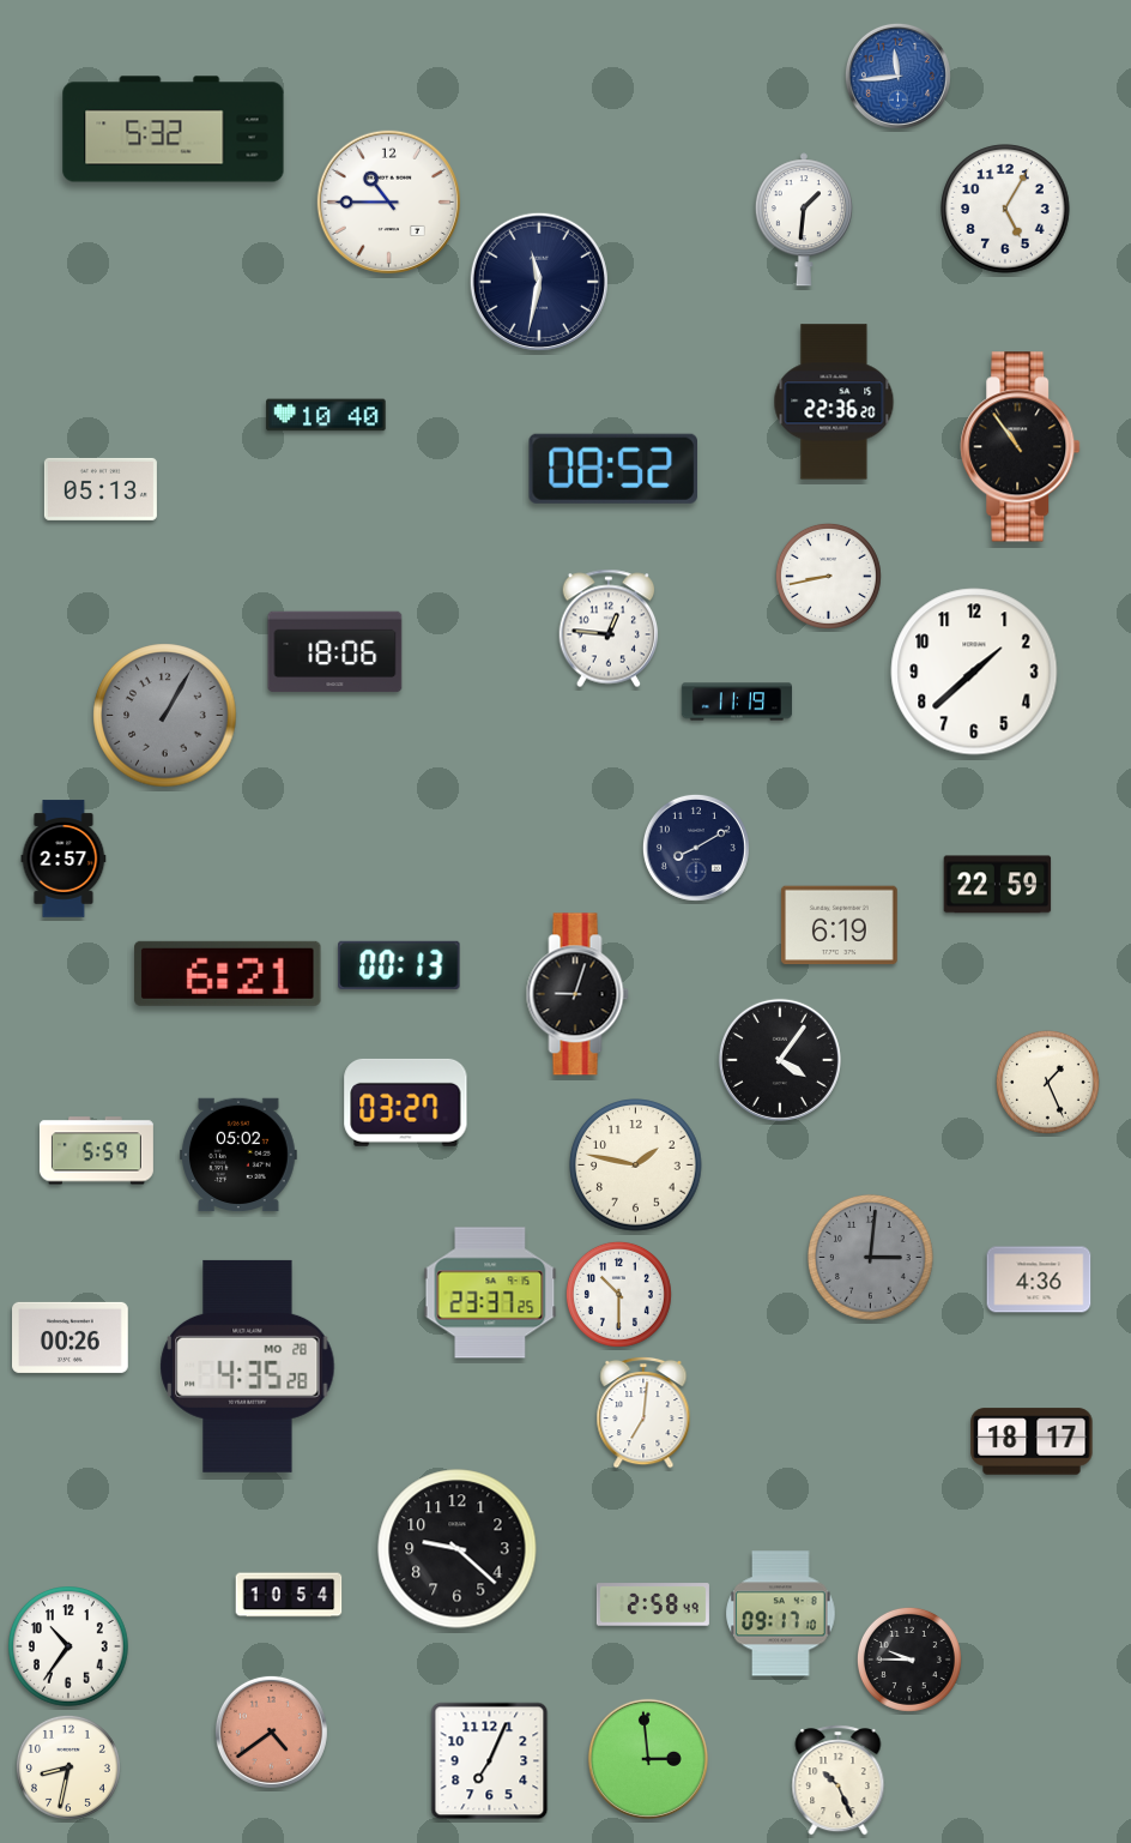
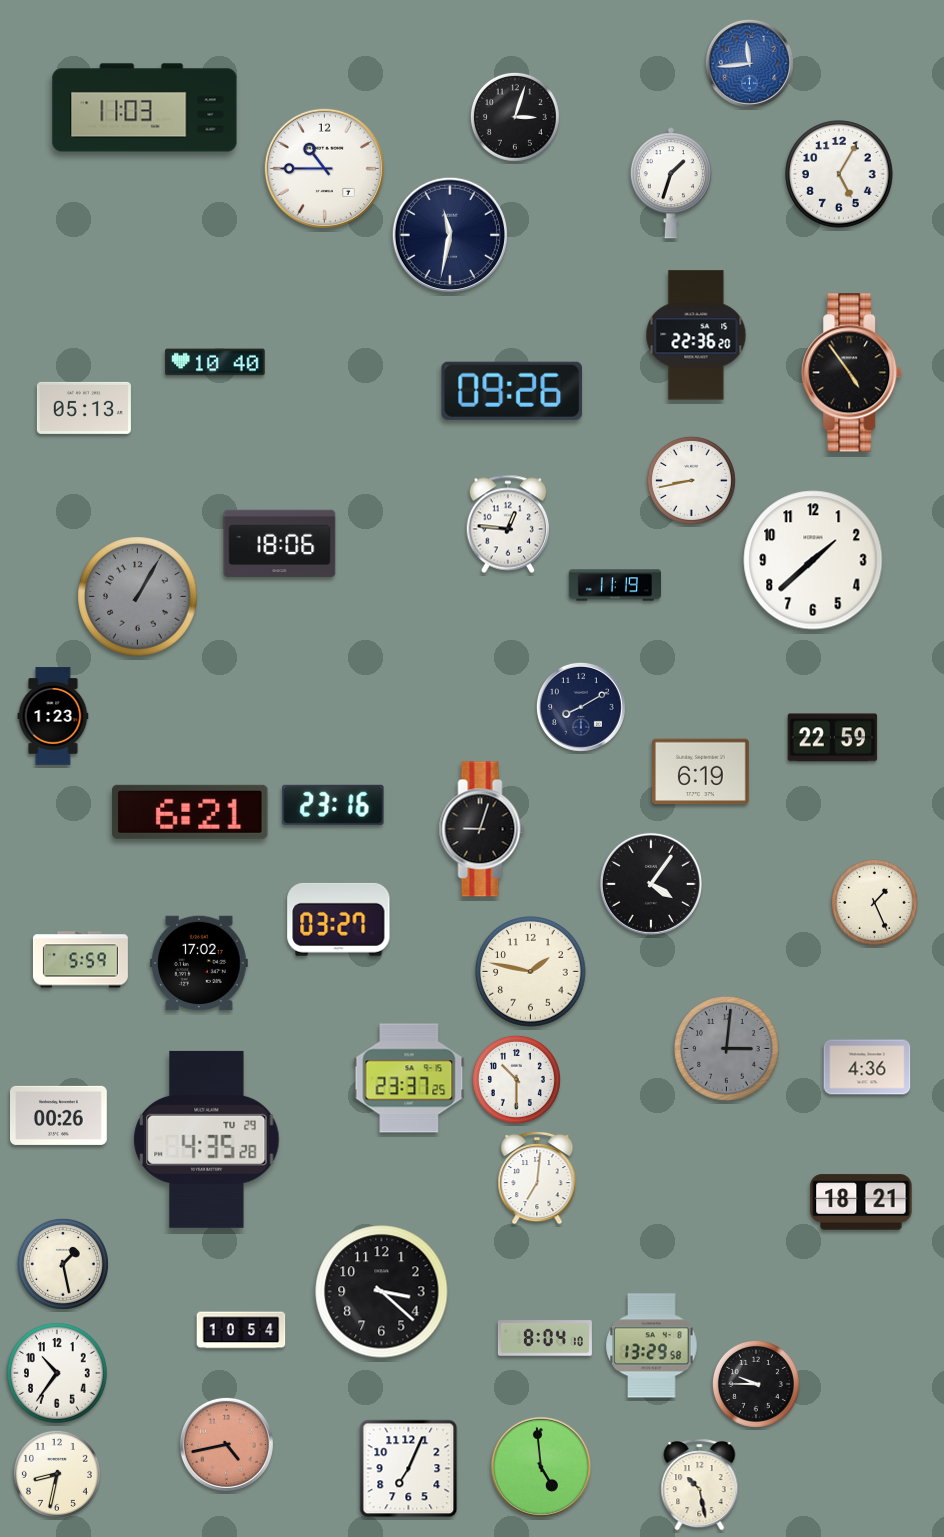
clock at (174, 130): 5:32 -> 11:03
clock at (515, 117): none -> 3:03
clock at (804, 219): 1:31 -> 1:33
clock at (326, 415) position: (326, 415) -> (215, 362)
clock at (1021, 447): 10:54 -> 4:54
clock at (612, 469): 08:52 -> 09:26
clock at (63, 859): 2:57 -> 1:23
clock at (399, 965): 00:13 -> 23:16
clock at (238, 1155): 05:02 -> 17:02
clock at (248, 1366) date: MO 28 -> TU 29
clock at (1032, 1441): 18:17 -> 18:21
clock at (63, 1264): none -> 1:28
clock at (458, 1549): 9:22 -> 3:22
clock at (653, 1604): 2:58 -> 8:04
clock at (781, 1614): 09:17 -> 13:29
clock at (909, 1660) position: (909, 1660) -> (756, 1384)
clock at (271, 1731): 4:39 -> 4:43
clock at (648, 1759): 2:59 -> 4:59
clock at (839, 1781): 10:26 -> 10:28
